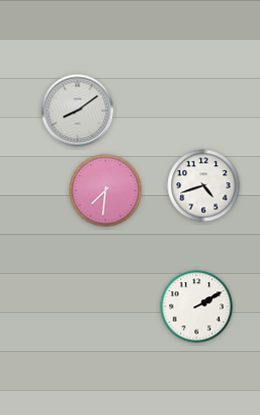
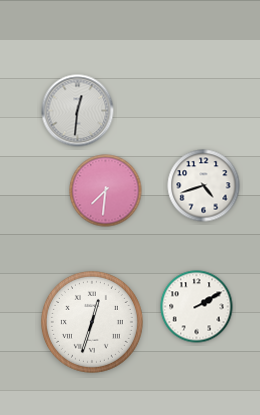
clock at (78, 111): 8:09 -> 12:31
clock at (92, 322): none -> 12:33
